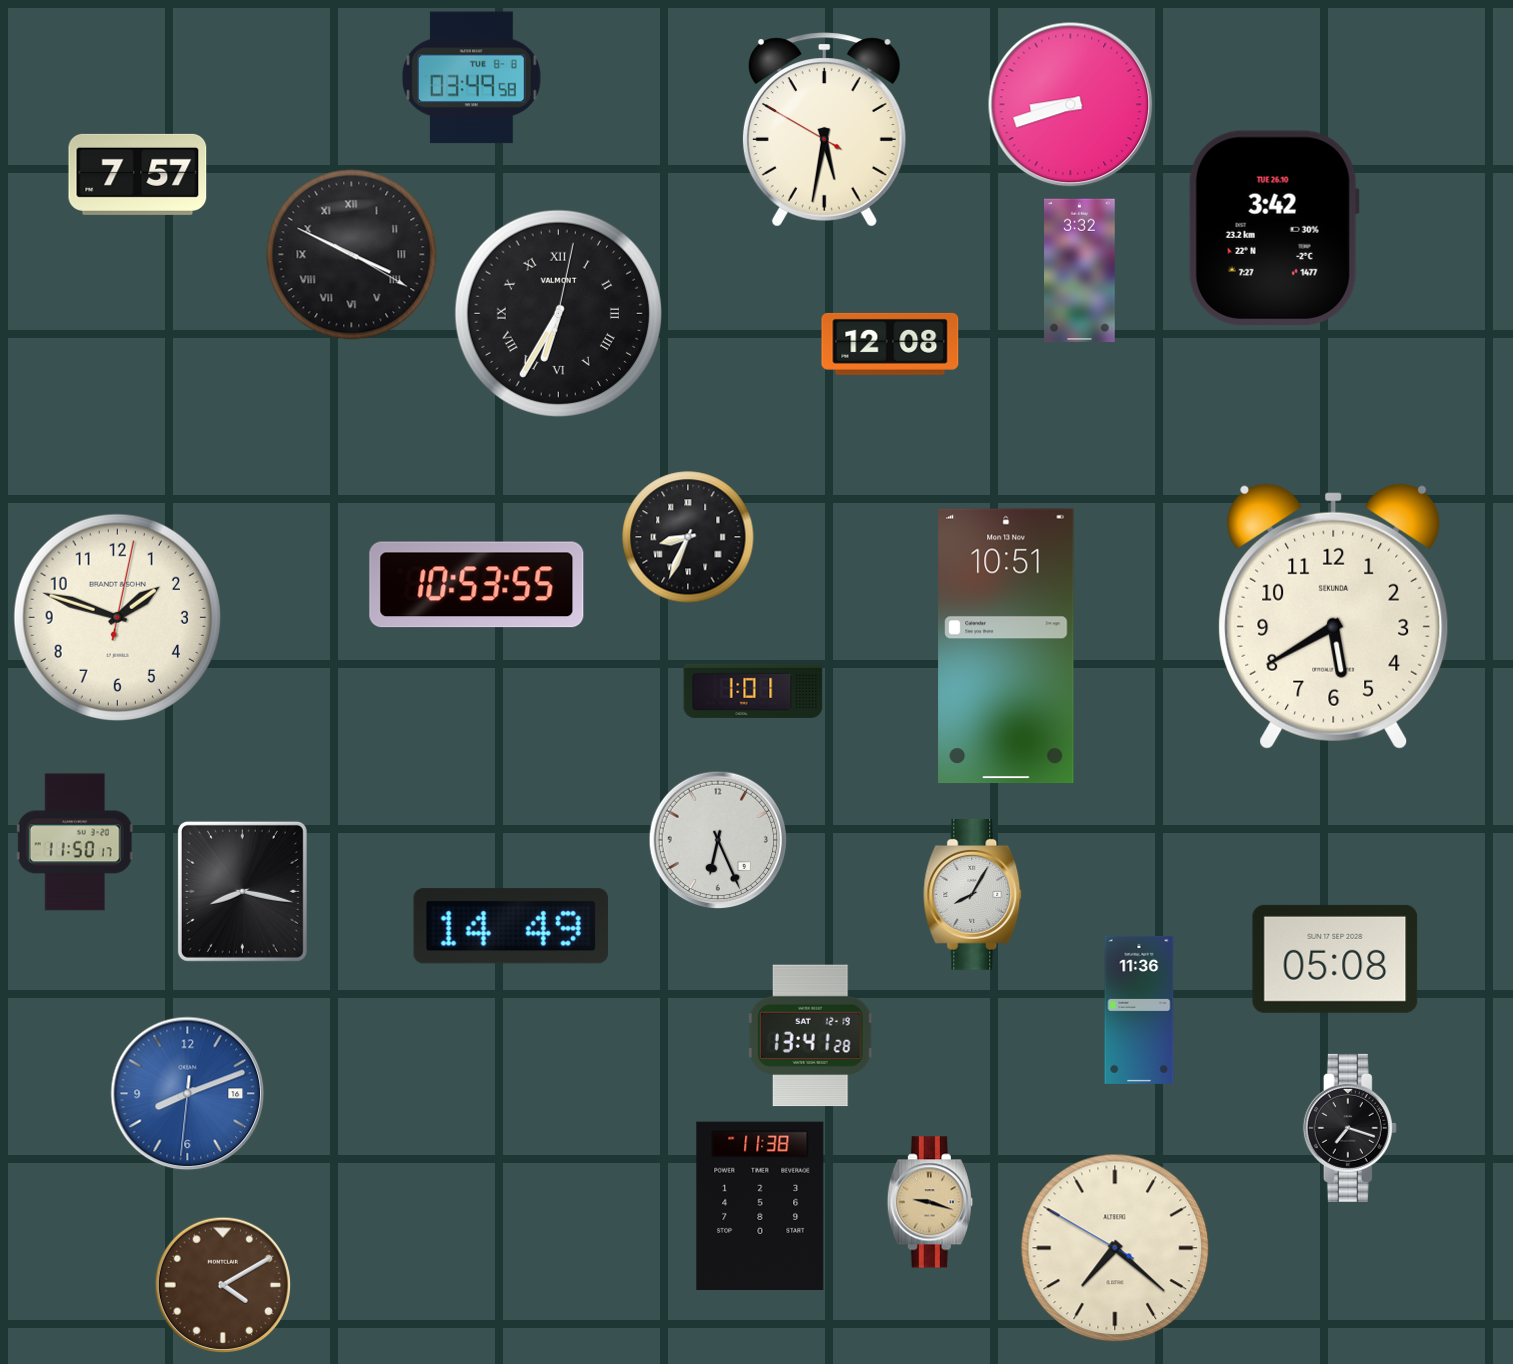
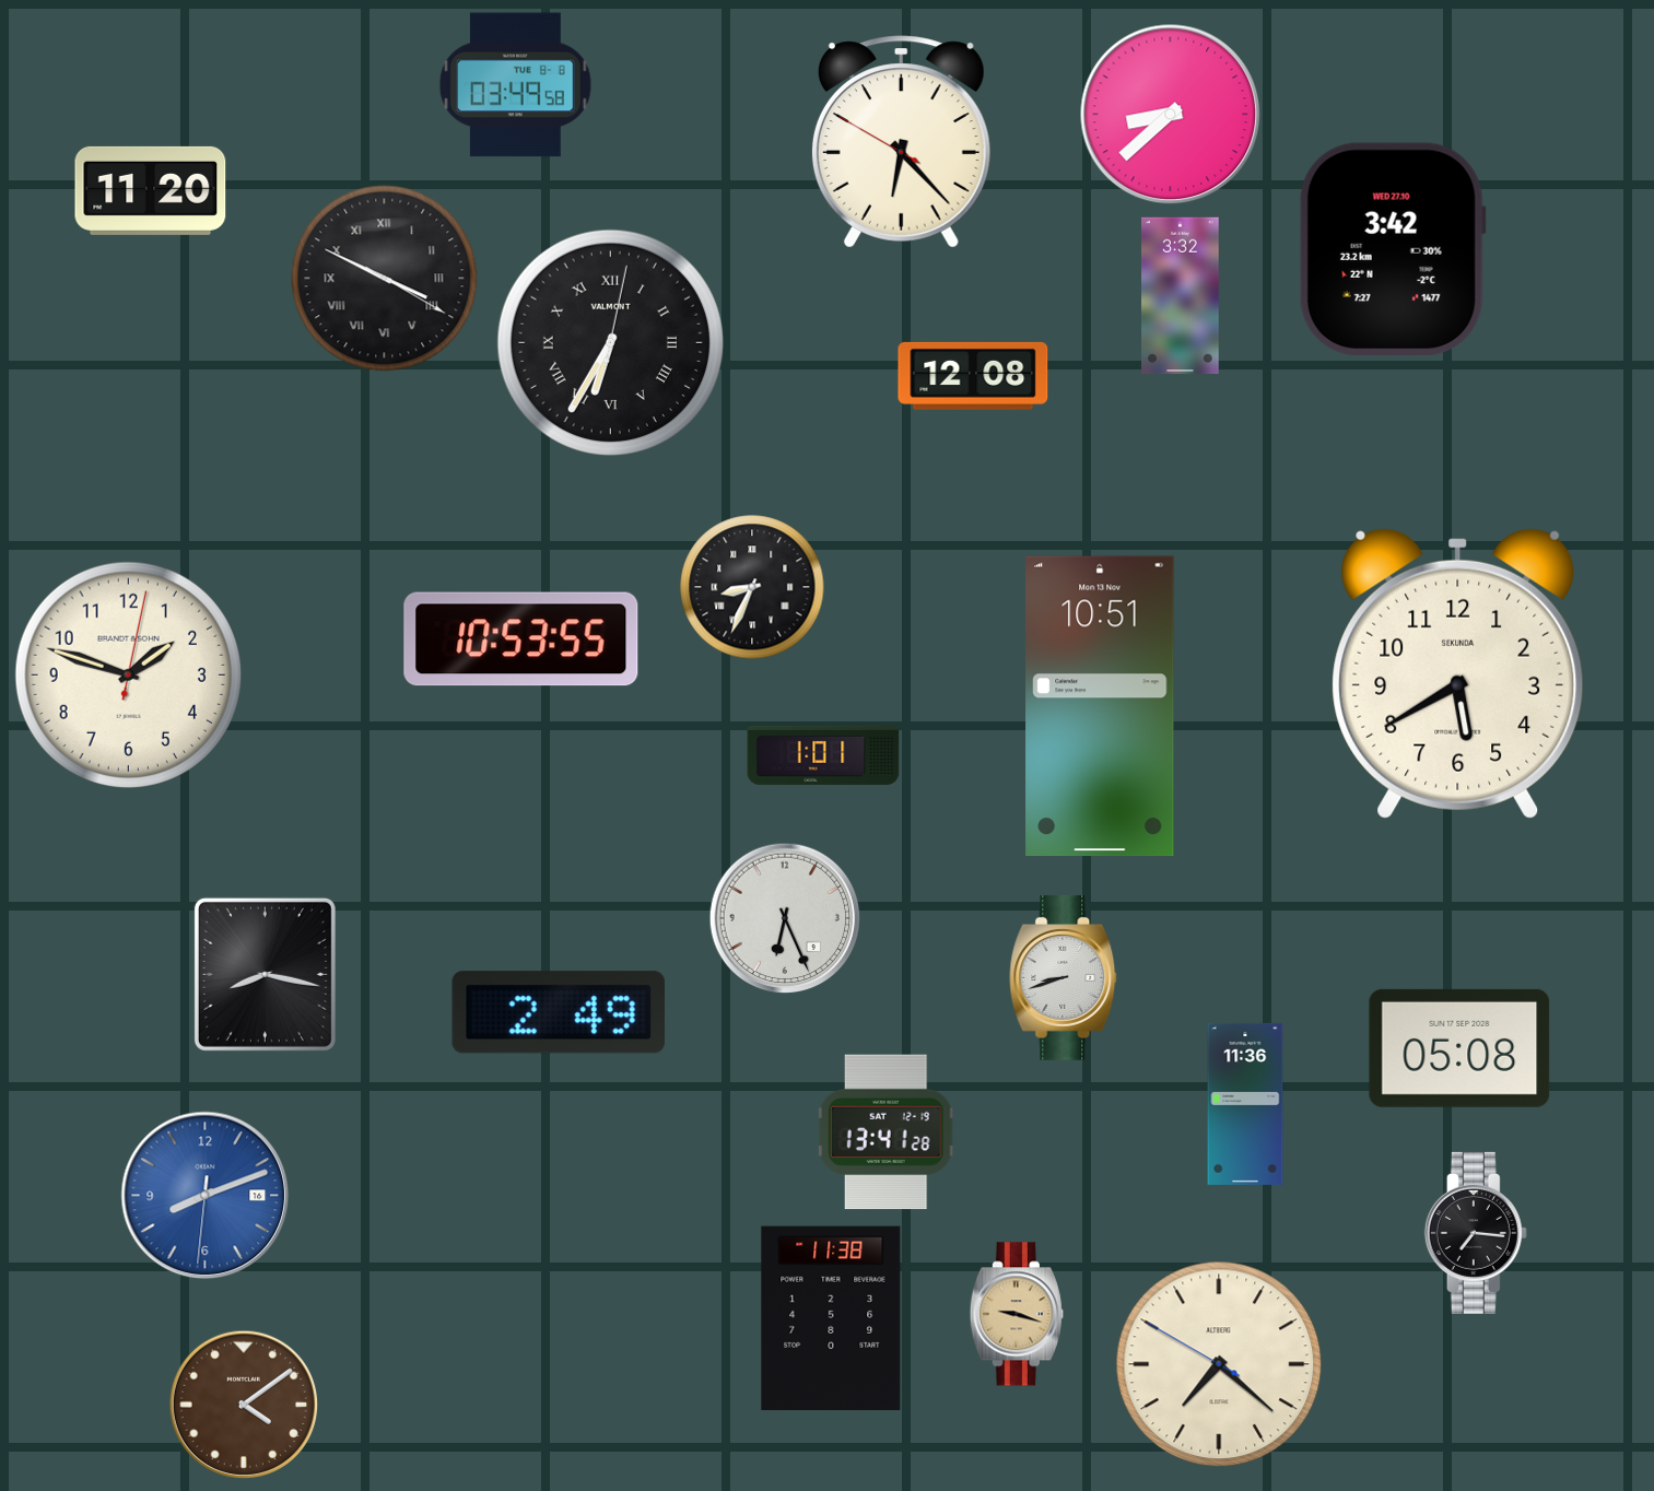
clock at (1071, 105): 8:42 -> 8:38
clock at (824, 130): 5:31 -> 6:22
clock at (138, 174): 7:57 -> 11:20
clock at (1274, 227) date: TUE 26.10 -> WED 27.10
clock at (75, 842): 11:50 -> none
clock at (973, 894): 8:05 -> 8:42
clock at (511, 926): 14:49 -> 2:49
clock at (1350, 1128): 7:18 -> 7:16
clock at (223, 1285): 4:10 -> 4:09
